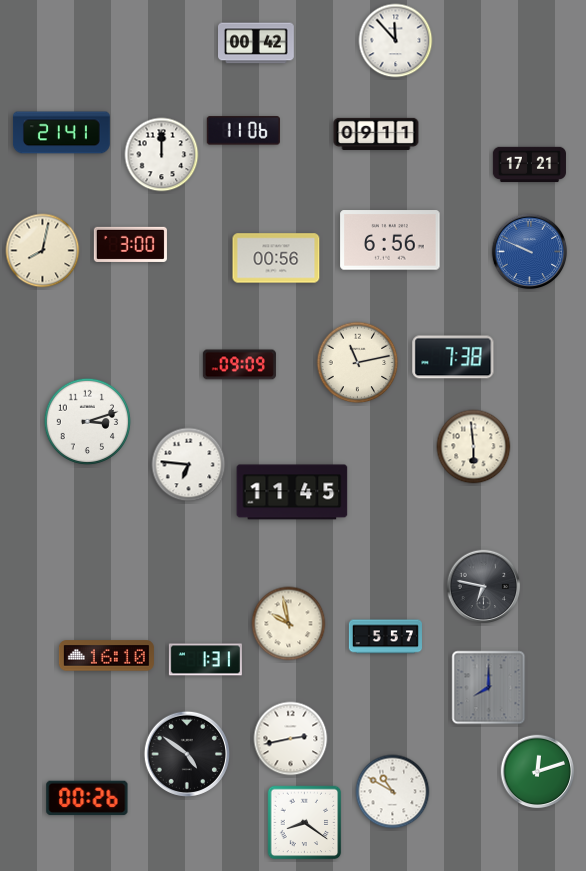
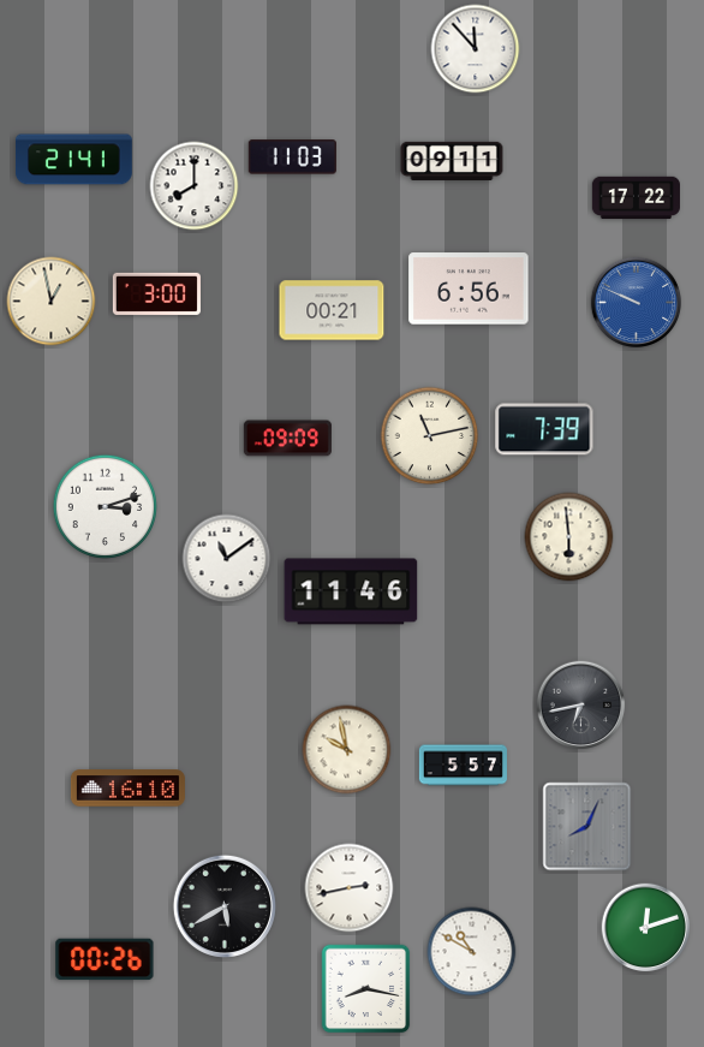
clock at (257, 43): 00:42 -> none
clock at (243, 131): 11:06 -> 11:03
clock at (162, 155): 12:00 -> 8:00
clock at (529, 165): 17:21 -> 17:22
clock at (43, 251): 8:02 -> 12:58
clock at (276, 258): 00:56 -> 00:21
clock at (453, 357): 7:38 -> 7:39
clock at (189, 465): 6:46 -> 11:09
clock at (292, 492): 11:45 -> 11:46
clock at (484, 587): 6:47 -> 6:43
clock at (205, 660): 1:31 -> none
clock at (489, 688): 8:00 -> 8:04
clock at (186, 753): 4:51 -> 5:40
clock at (305, 823): 8:21 -> 8:17
